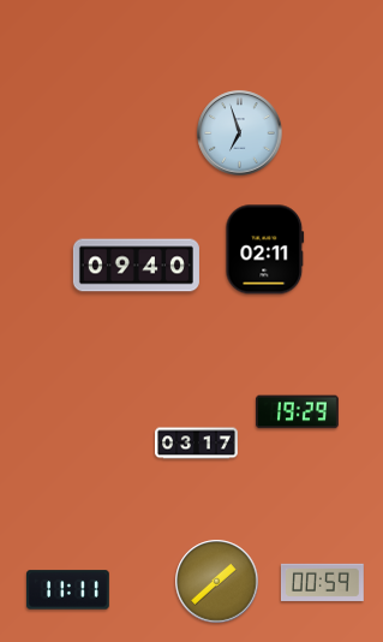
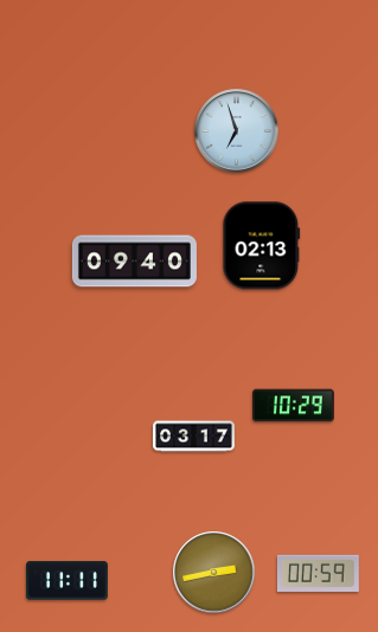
clock at (265, 250): 02:11 -> 02:13
clock at (298, 412): 19:29 -> 10:29
clock at (217, 582): 1:38 -> 2:43
